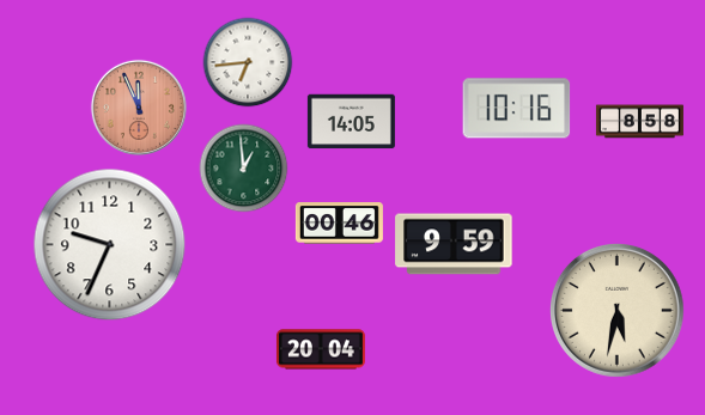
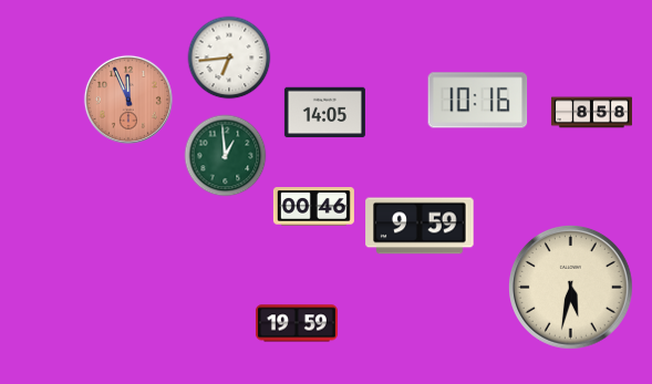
clock at (110, 245): 9:34 -> none
clock at (321, 349): 20:04 -> 19:59
